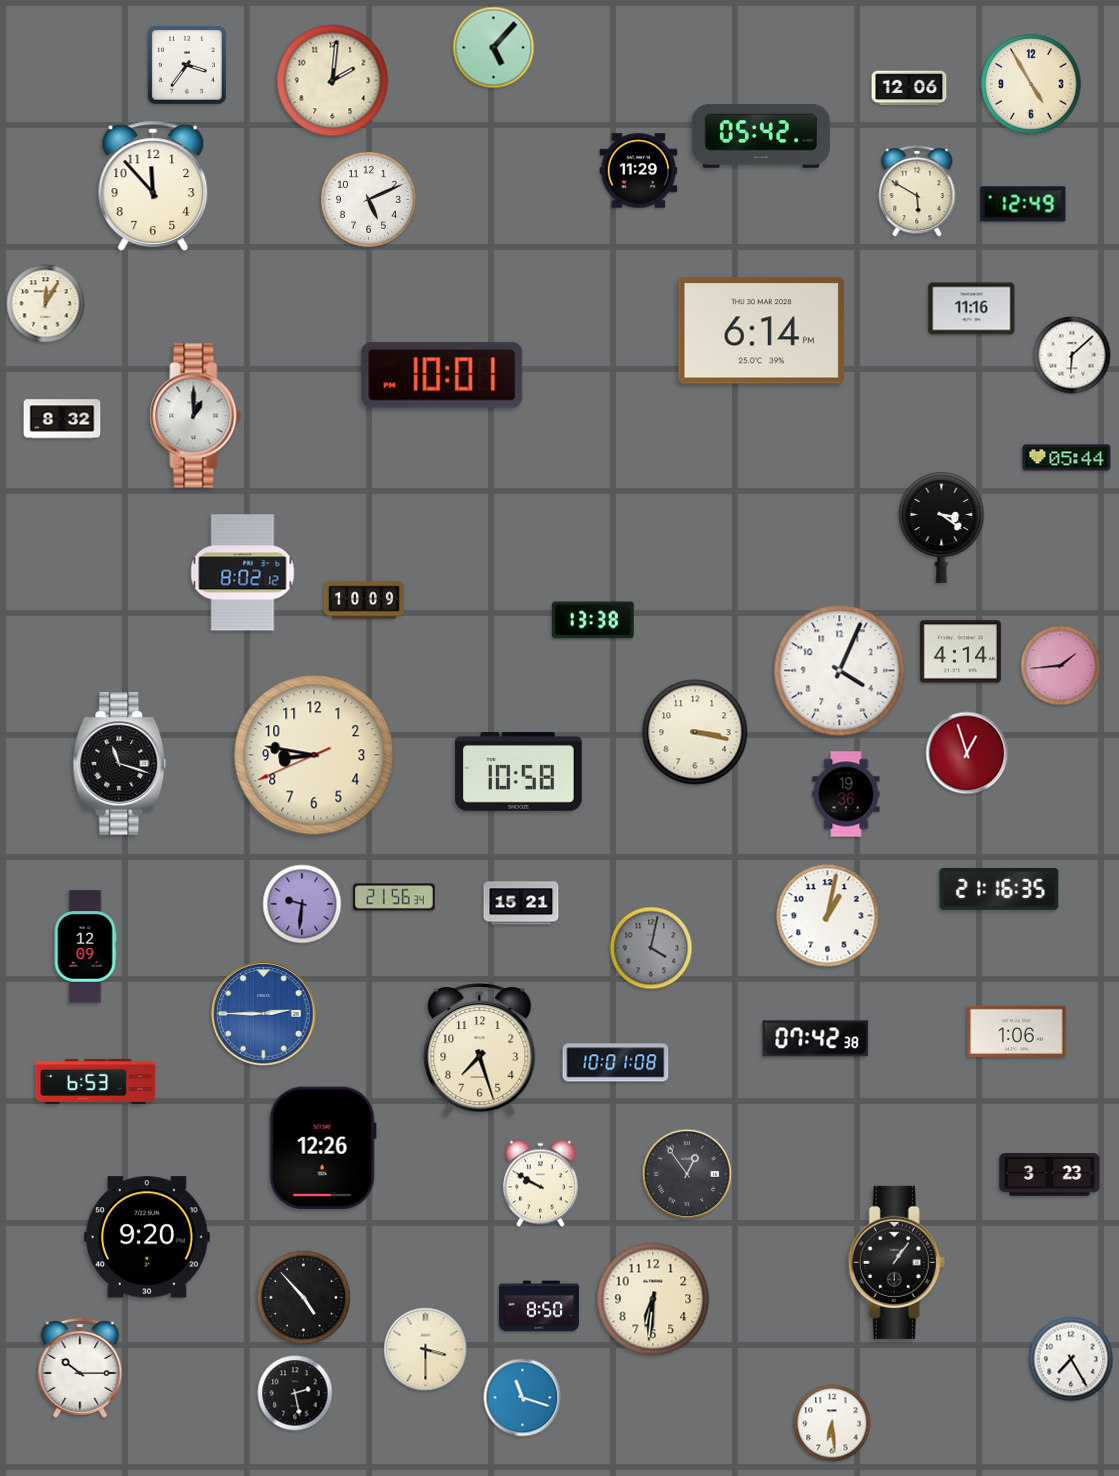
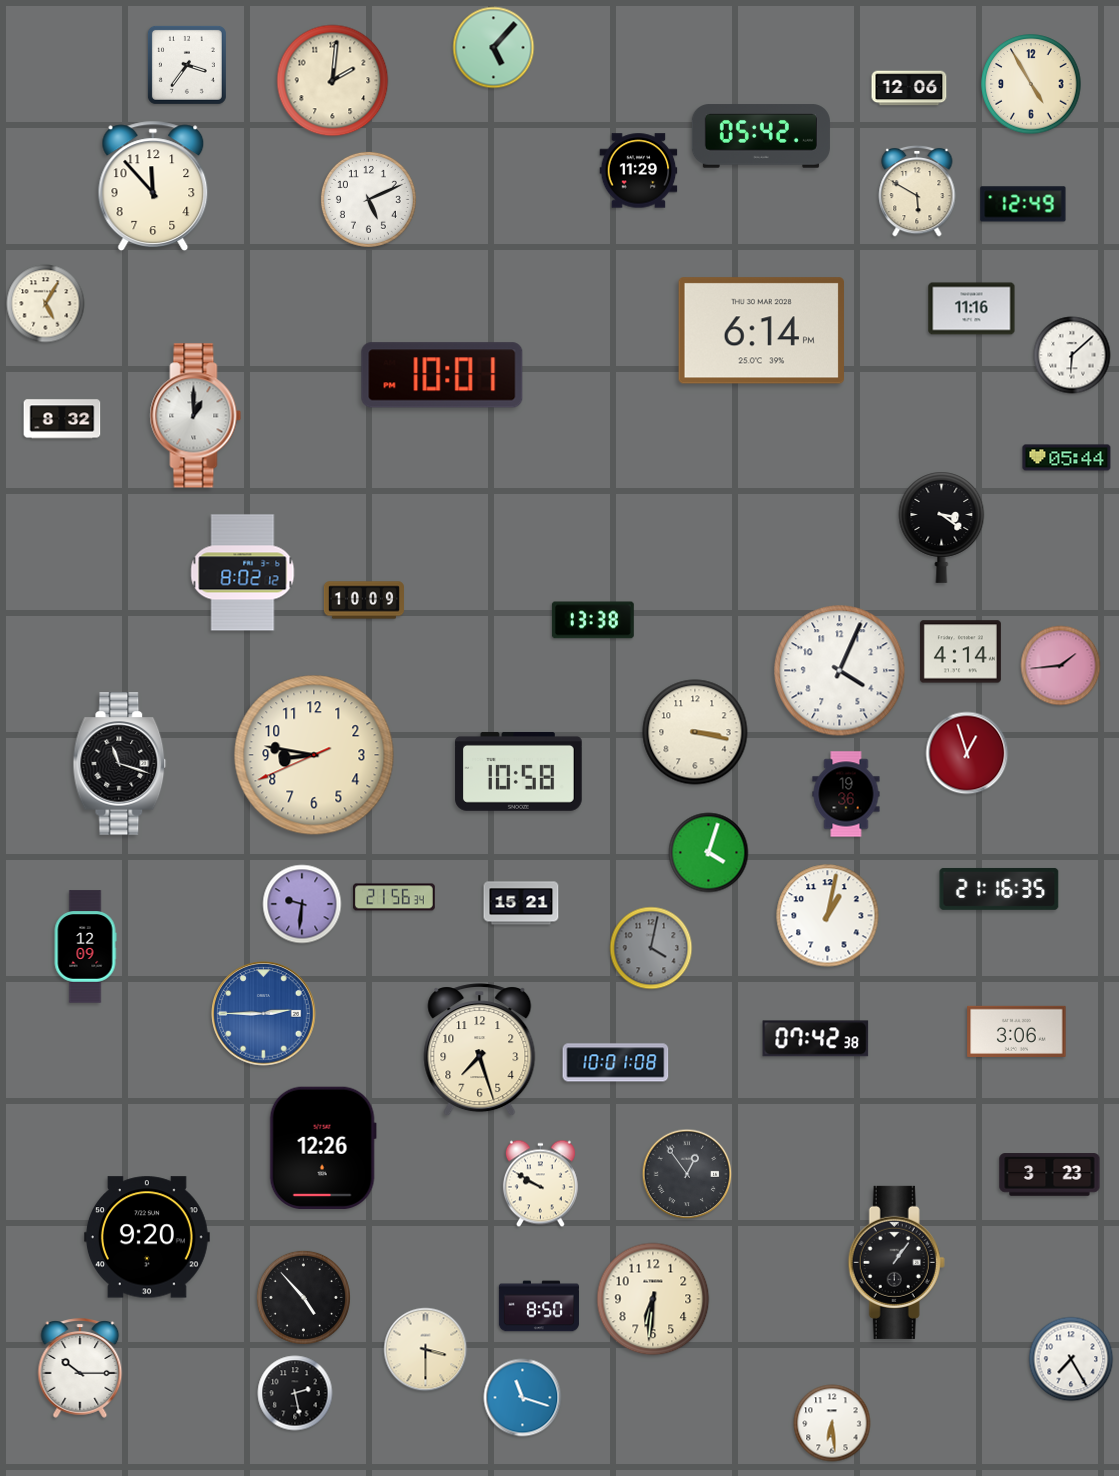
clock at (46, 304): 12:05 -> 5:05
clock at (709, 853): none -> 4:03
clock at (1017, 1031): 1:06 -> 3:06
clock at (96, 1081): 6:53 -> none
